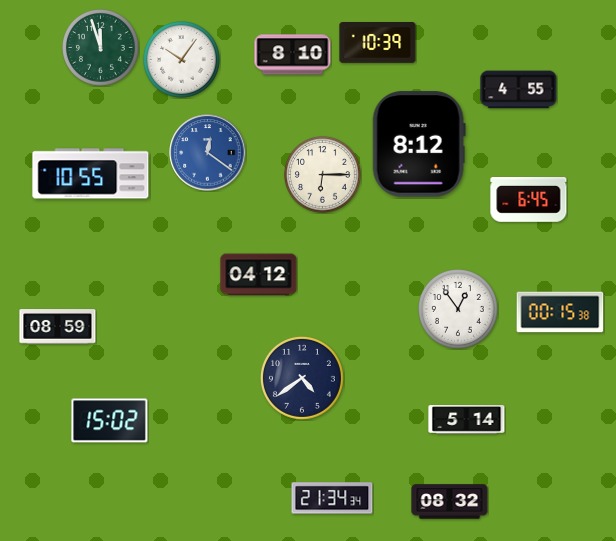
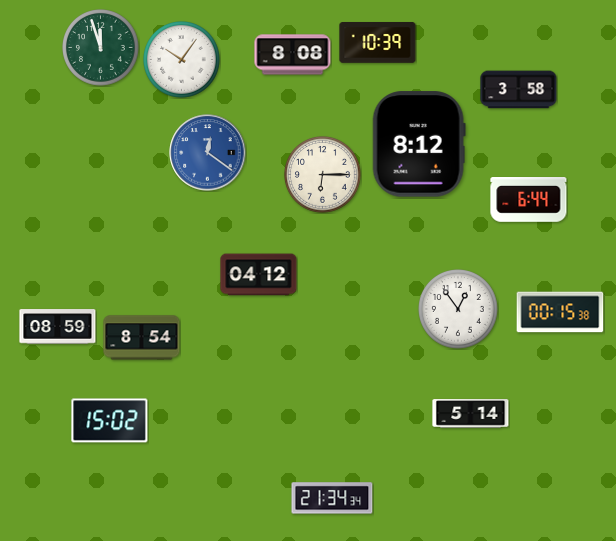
clock at (293, 55): 8:10 -> 8:08
clock at (519, 90): 4:55 -> 3:58
clock at (91, 174): 10:55 -> none
clock at (529, 200): 6:45 -> 6:44
clock at (142, 338): none -> 8:54
clock at (302, 378): 4:39 -> none
clock at (467, 420) position: (467, 420) -> (471, 414)
clock at (450, 502): 08:32 -> none
